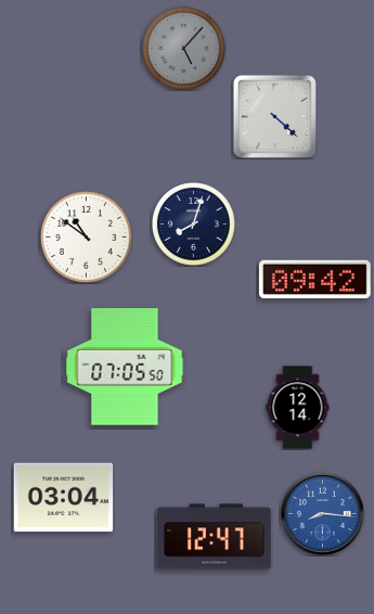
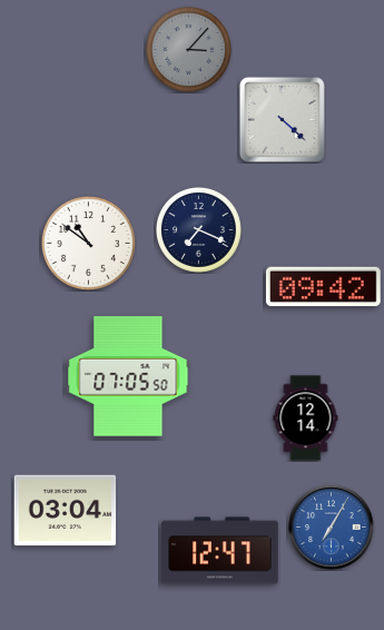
clock at (183, 48): 5:07 -> 3:07
clock at (193, 223): 8:03 -> 7:19
clock at (323, 514): 8:16 -> 7:05
